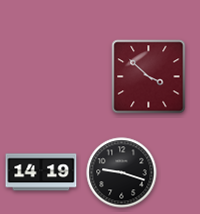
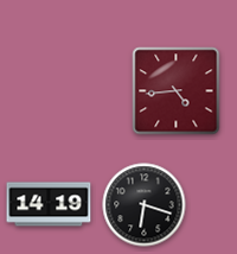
clock at (149, 77): 3:52 -> 4:44
clock at (122, 173): 9:18 -> 6:18
